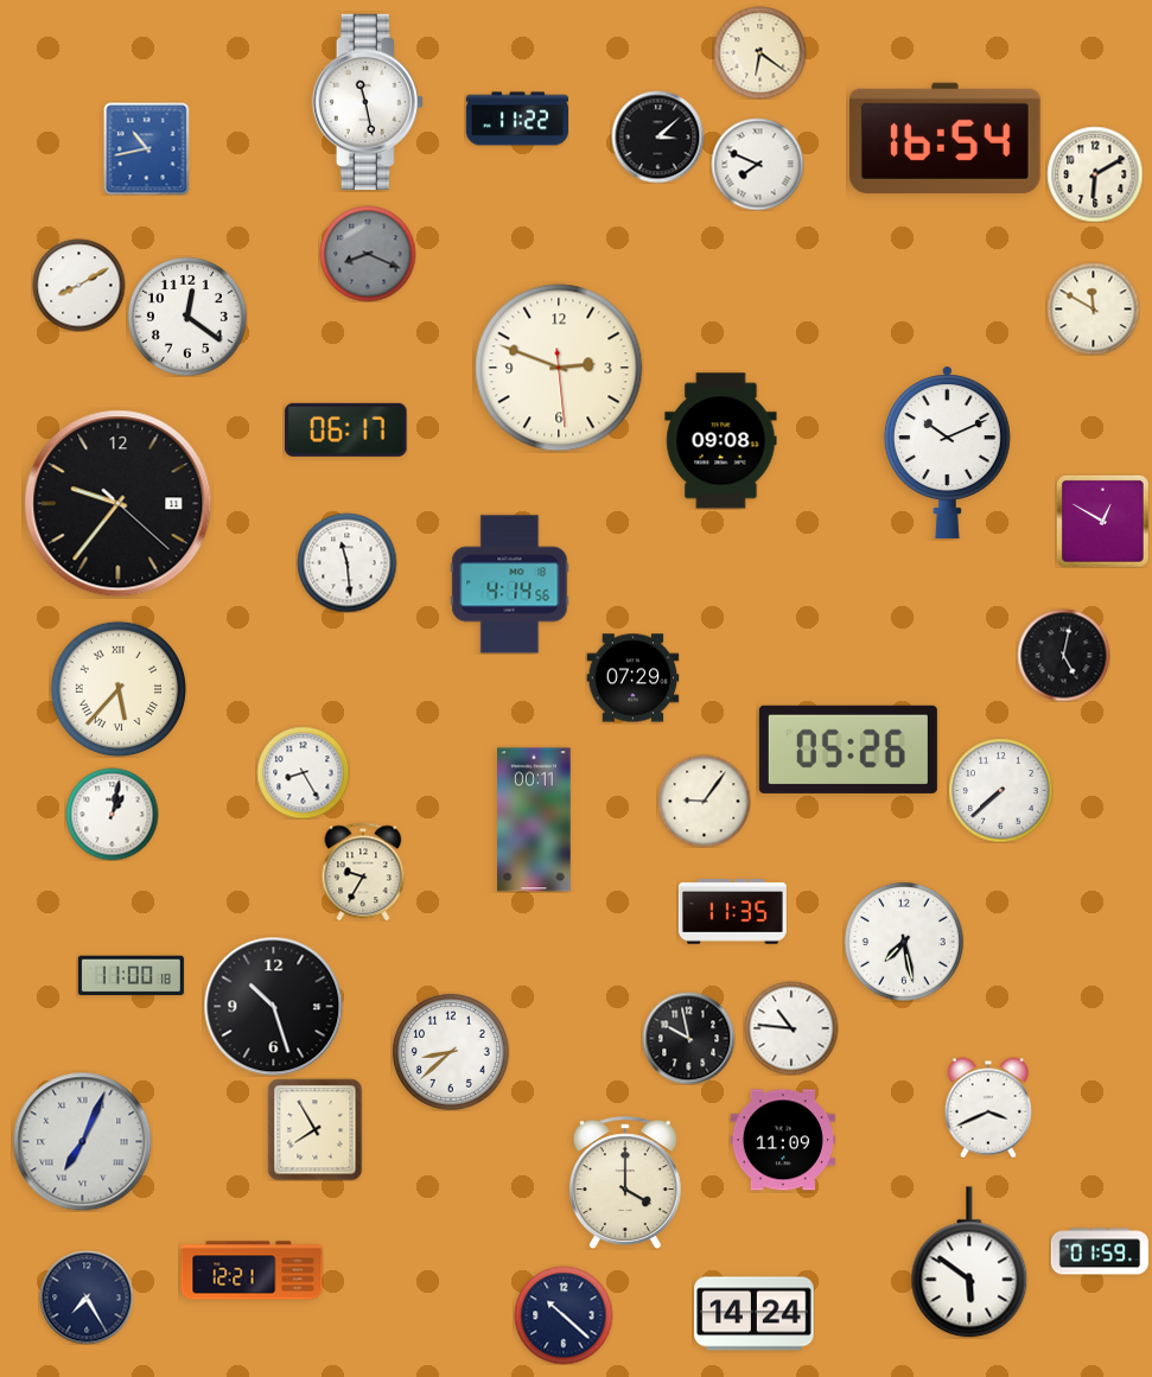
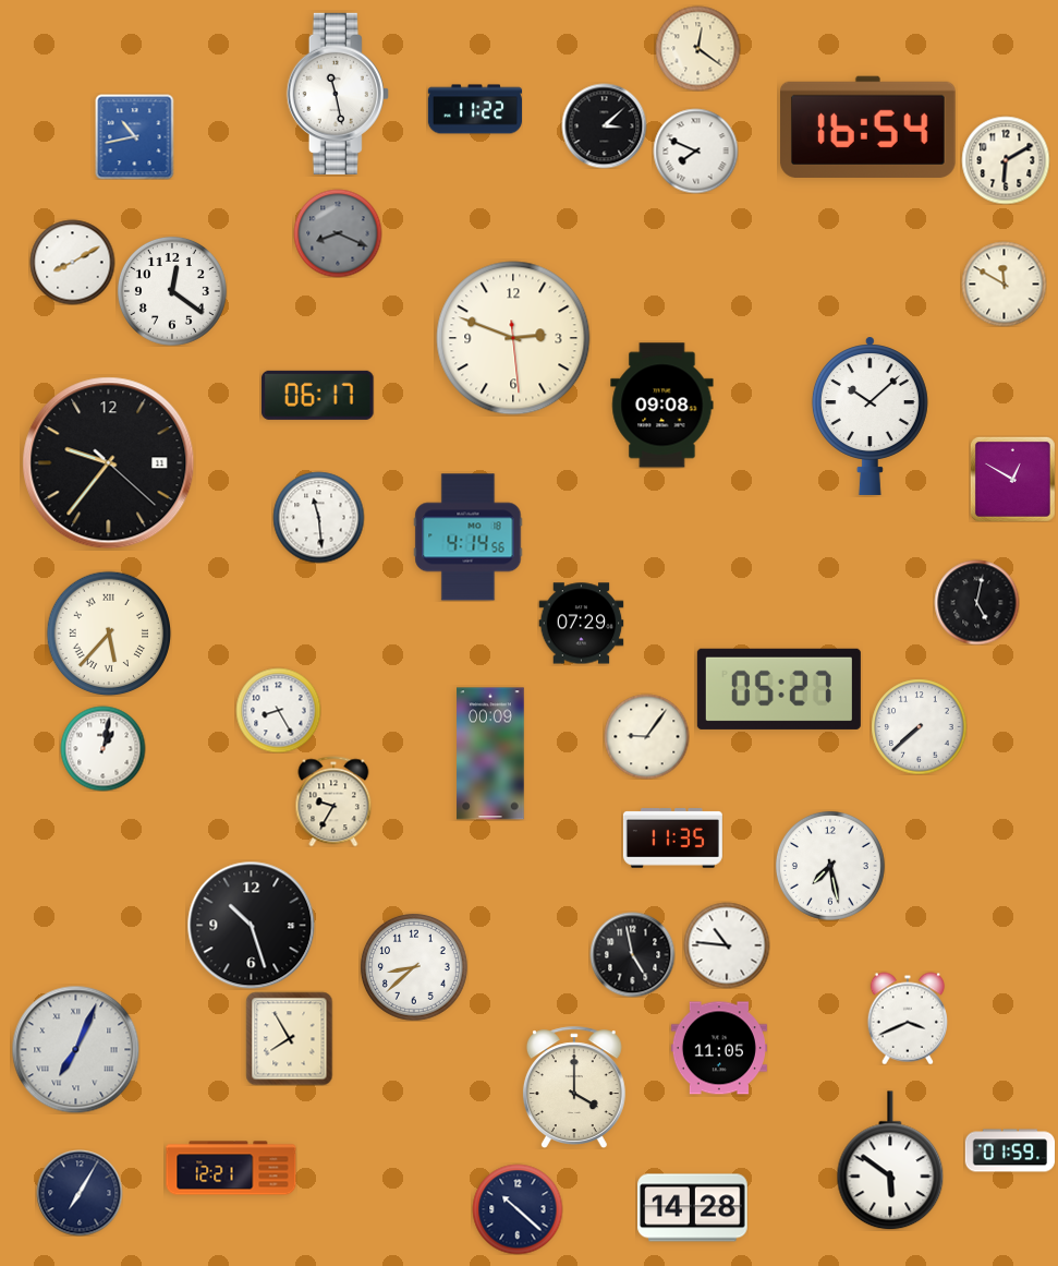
clock at (759, 52): 6:21 -> 12:21
clock at (947, 452): 10:11 -> 10:08
clock at (848, 750): 05:26 -> 05:27
clock at (534, 820): 00:11 -> 00:09
clock at (131, 976): 11:00 -> none
clock at (688, 1038): 9:58 -> 4:58
clock at (783, 1140): 11:09 -> 11:05
clock at (87, 1298): 7:25 -> 7:05
clock at (755, 1314): 14:24 -> 14:28
